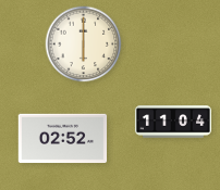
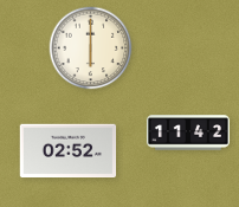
clock at (173, 122): 11:04 -> 11:42
